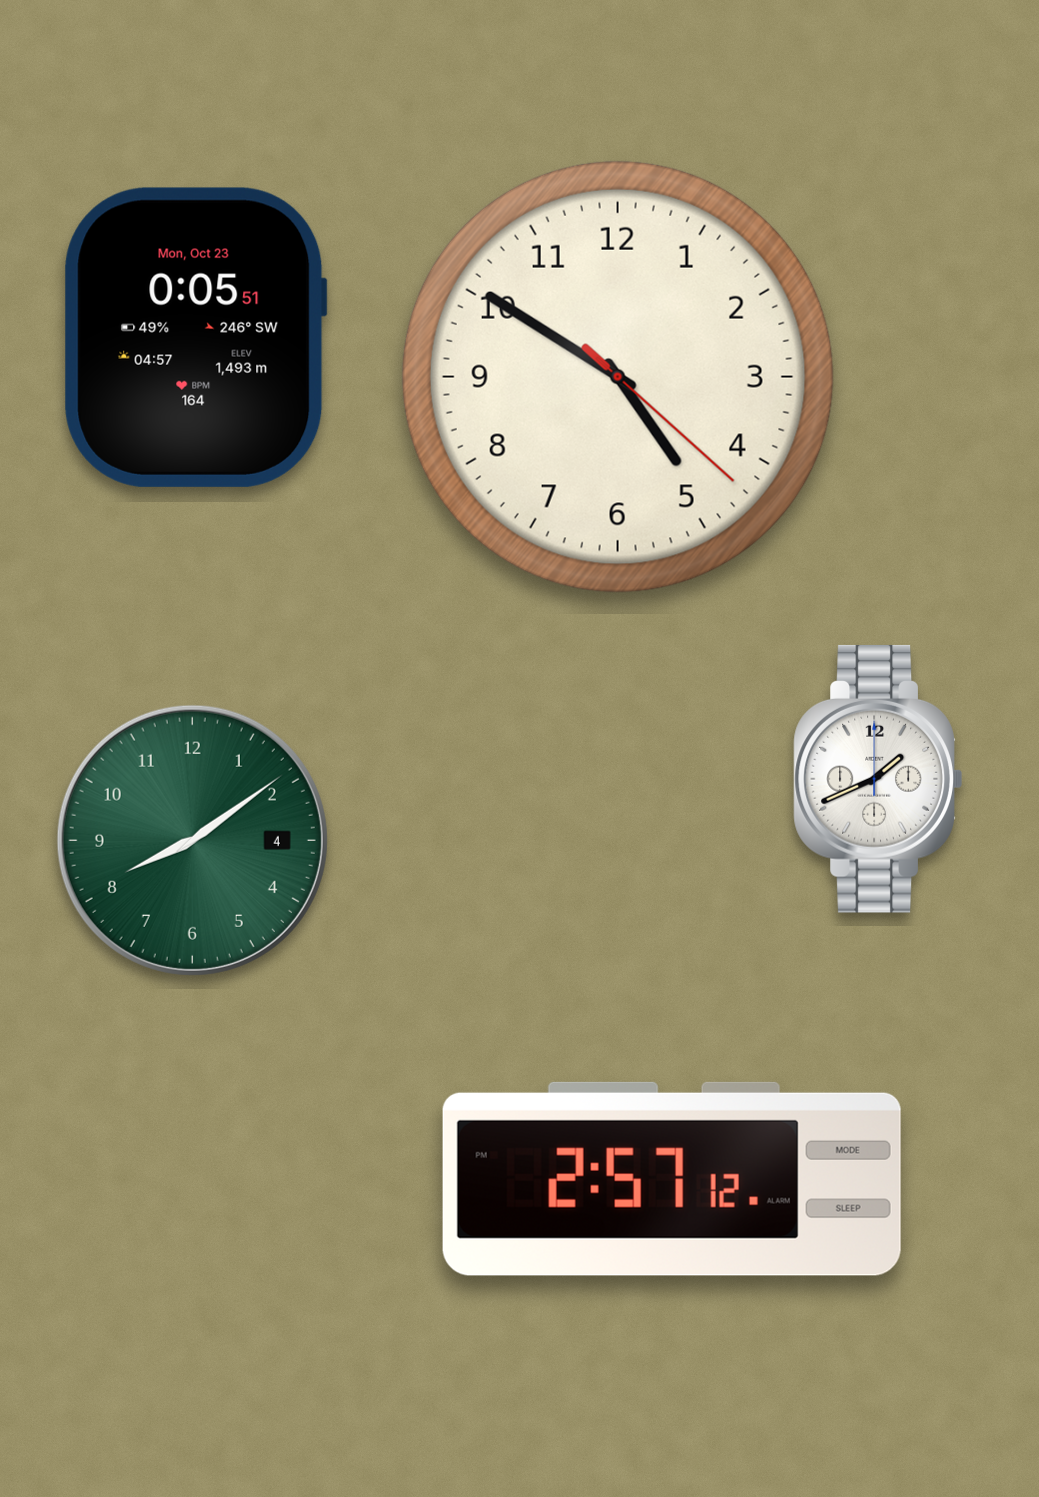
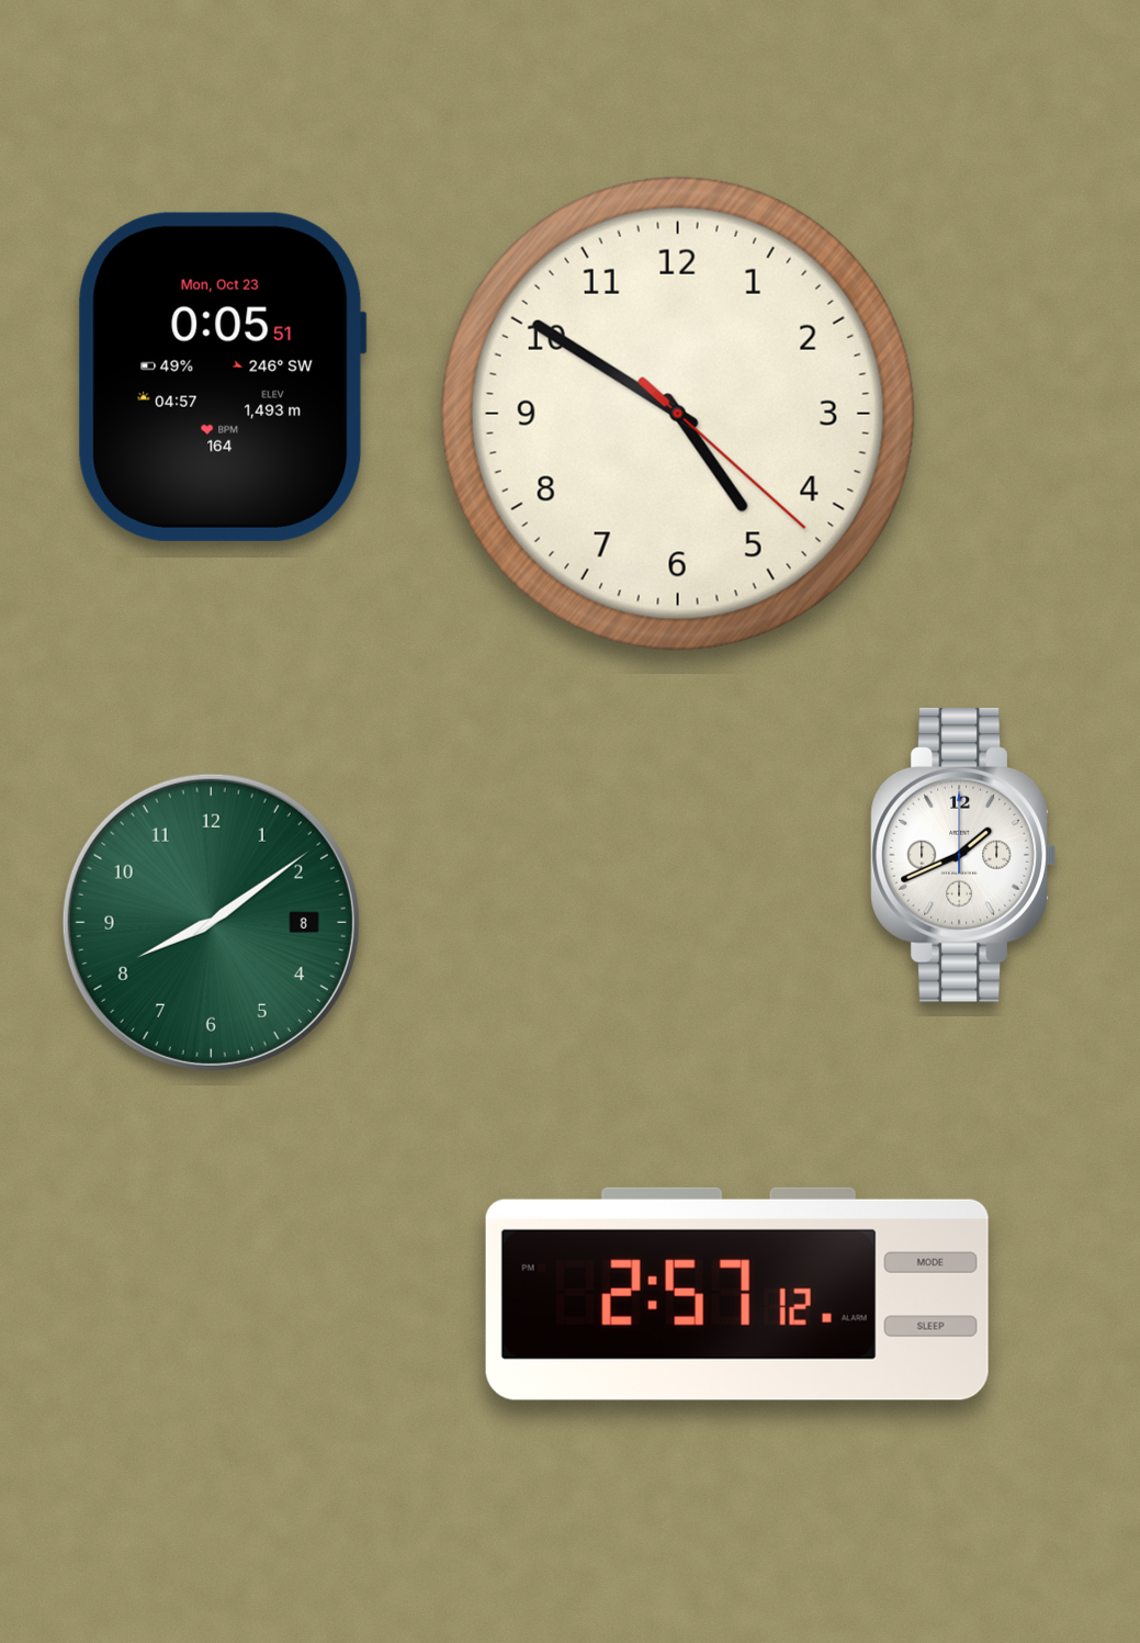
clock at (195, 337) position: (195, 337) -> (222, 376)
clock at (192, 840) date: 4 -> 8
